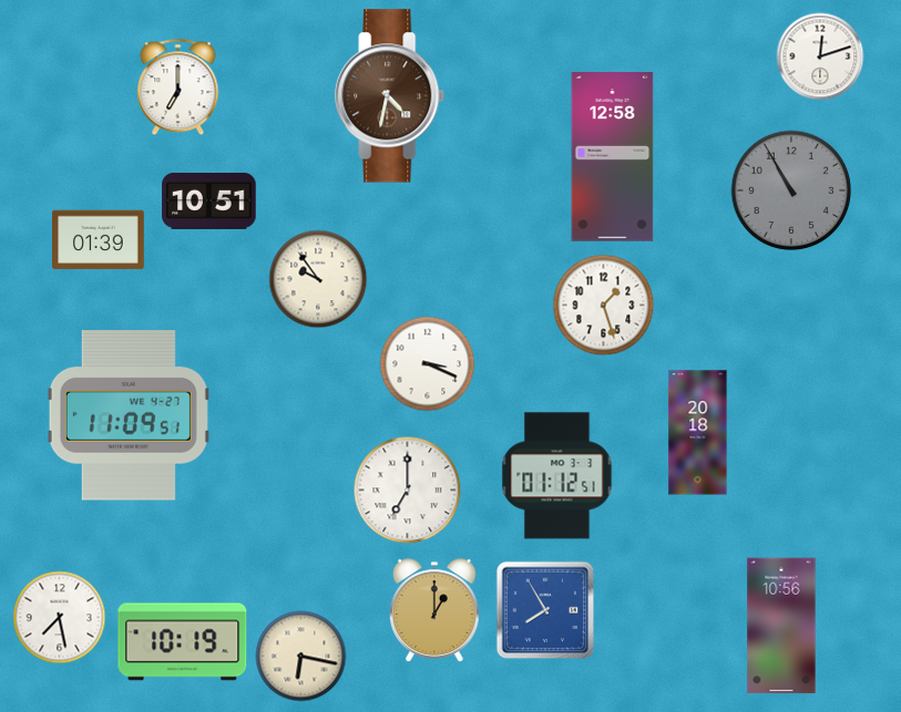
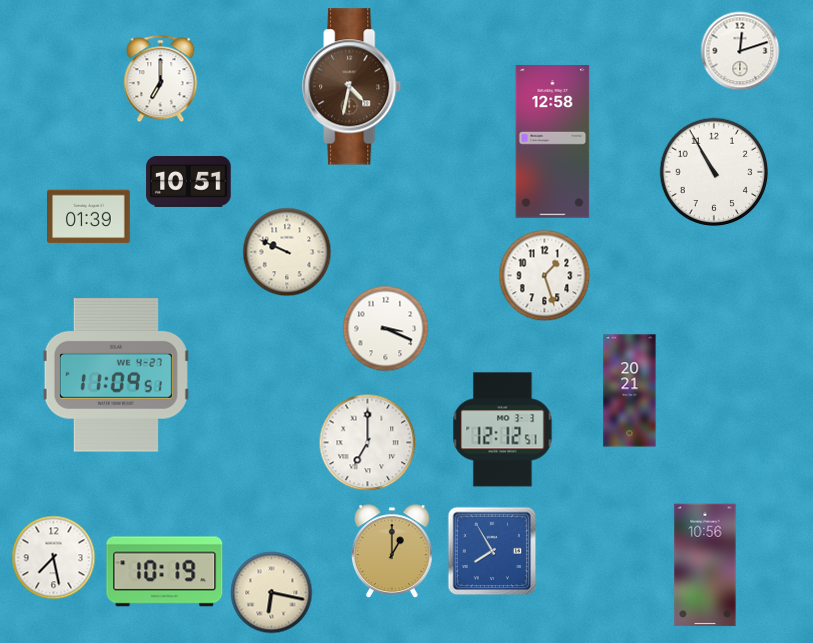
clock at (791, 190) dial: grey -> white
clock at (318, 279): 9:54 -> 9:49
clock at (698, 433): 20:18 -> 20:21
clock at (557, 476): 01:12 -> 12:12
clock at (183, 642) position: (183, 642) -> (165, 572)
